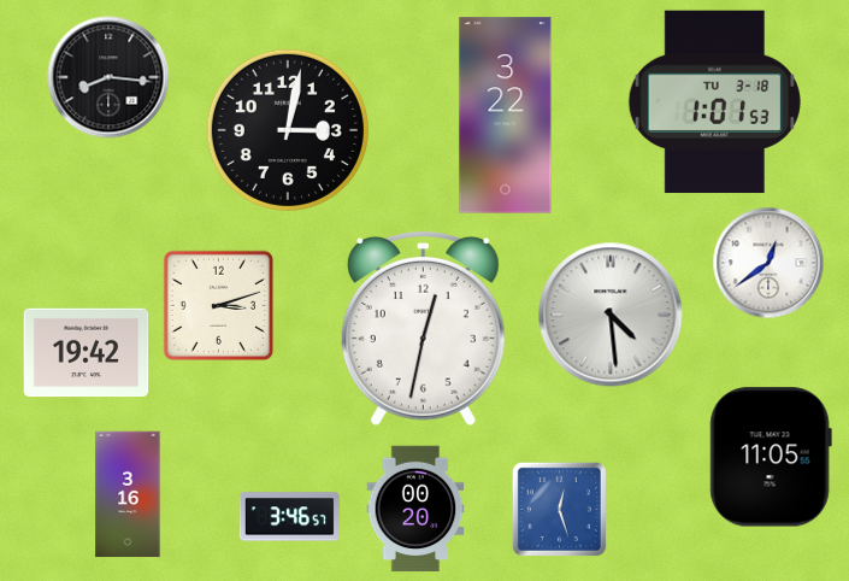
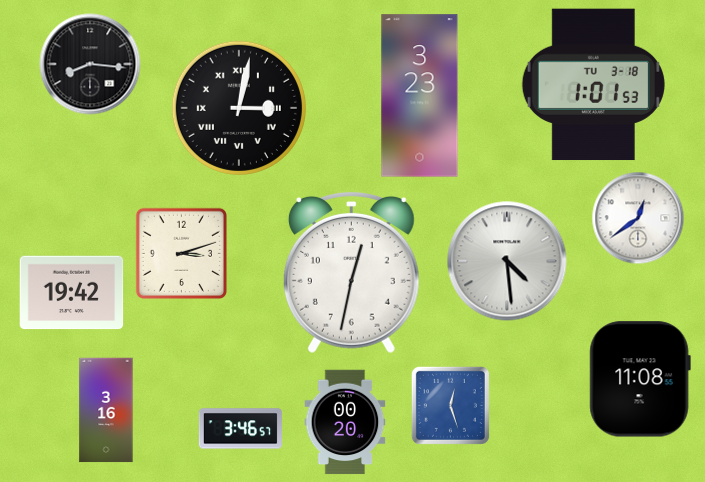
clock at (506, 116): 3:22 -> 3:23
clock at (288, 130) numerals: Arabic -> Roman
clock at (771, 457): 11:05 -> 11:08
clock at (559, 509) position: (559, 509) -> (450, 405)
